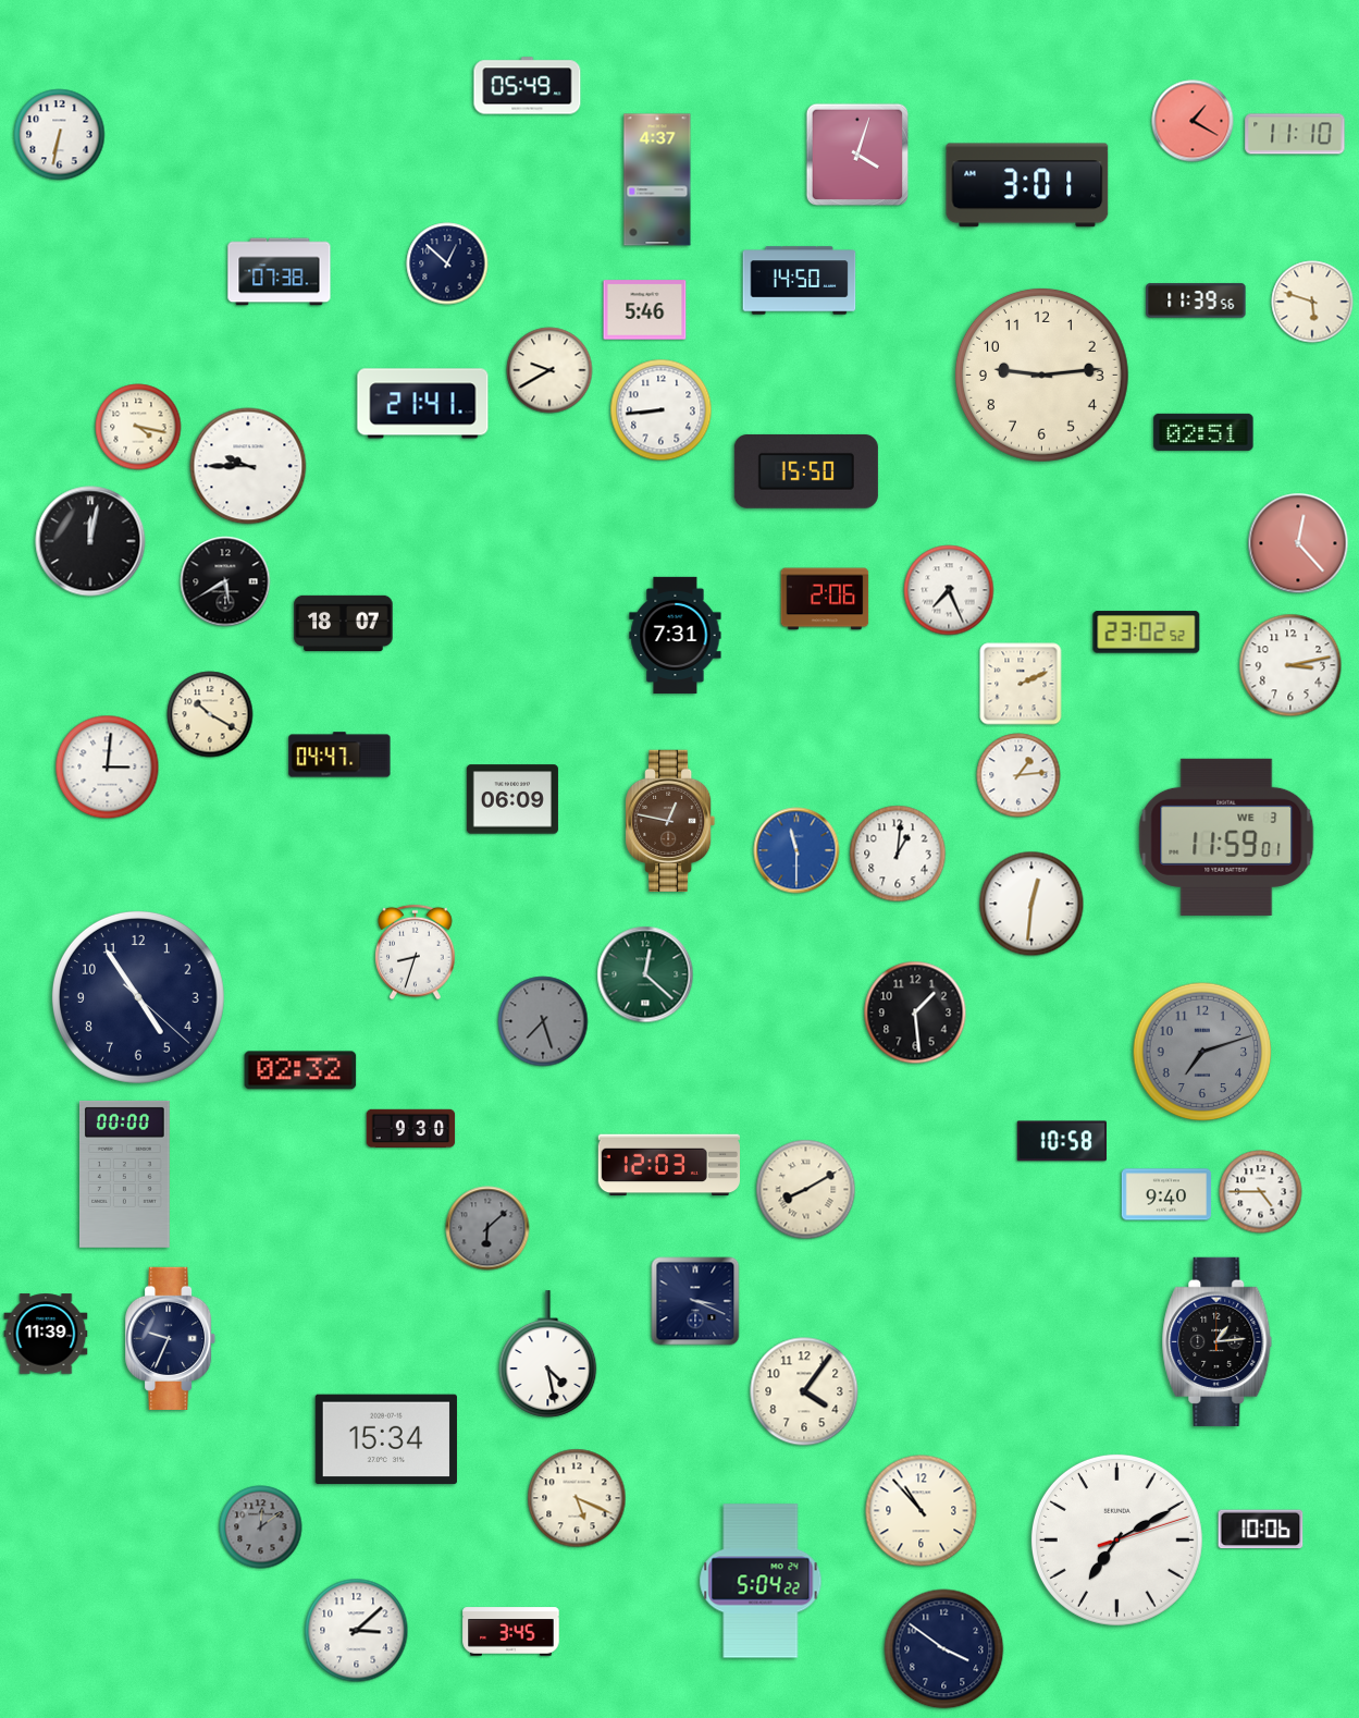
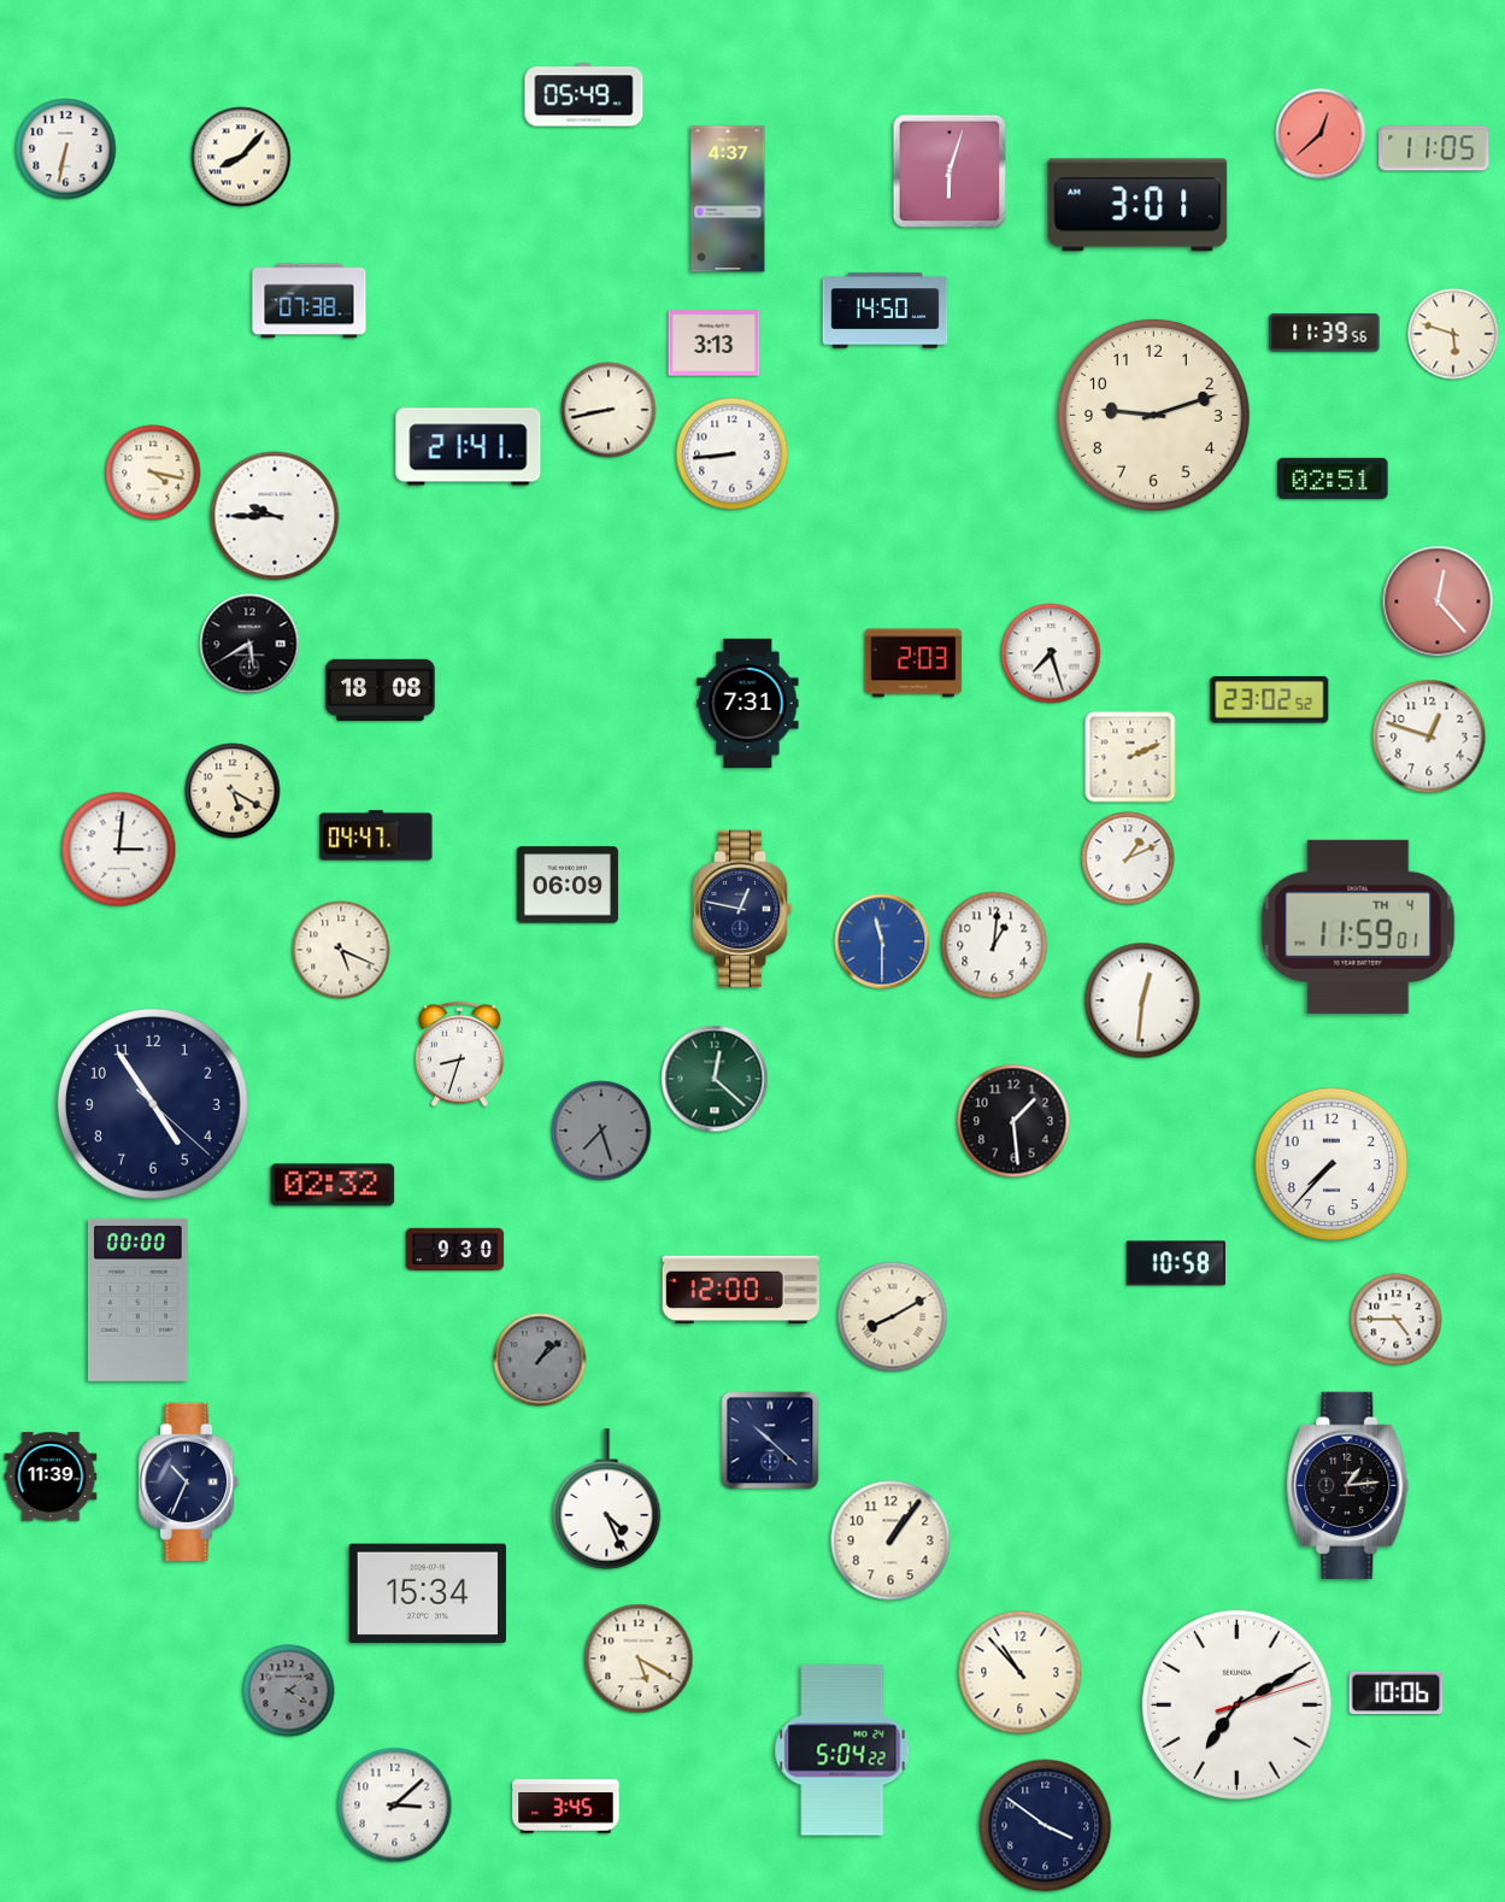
clock at (1193, 121): 1:20 -> 12:38
clock at (1295, 134): 11:10 -> 11:05
clock at (241, 157): none -> 8:07
clock at (857, 155): 4:03 -> 6:03
clock at (447, 263): 12:52 -> none
clock at (645, 310): 5:46 -> 3:13
clock at (549, 370): 9:40 -> 8:43
clock at (1041, 375): 9:14 -> 9:12
clock at (806, 471): 15:50 -> none
clock at (90, 541): 12:02 -> none
clock at (949, 590): 7:26 -> 7:27
clock at (825, 599): 2:06 -> 2:03
clock at (344, 623): 18:07 -> 18:08
clock at (1290, 665): 3:13 -> 12:48
clock at (210, 714): 10:20 -> 5:20
clock at (1018, 775): 1:14 -> 1:11
clock at (670, 820) dial: brown -> navy
clock at (1226, 837) date: WE 3 -> TH 4
clock at (341, 950): none -> 5:19
clock at (1202, 1052): 7:12 -> 7:37
clock at (1202, 1052) dial: grey -> white
clock at (668, 1165): 12:03 -> 12:00
clock at (1166, 1194): 9:40 -> none
clock at (487, 1228): 6:08 -> 1:08
clock at (695, 1301): 3:19 -> 10:22
clock at (171, 1338): 9:34 -> 10:34
clock at (548, 1354): 4:28 -> 4:26
clock at (804, 1391): 4:06 -> 1:06
clock at (577, 1498): 5:19 -> 5:20
clock at (261, 1527): 12:09 -> 4:09
